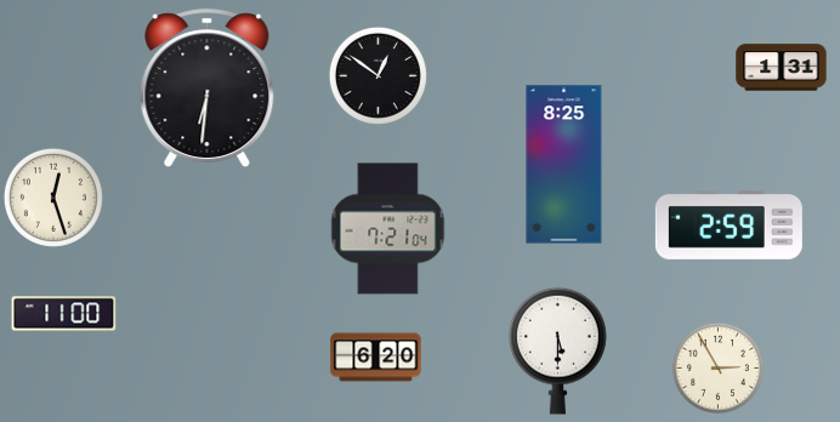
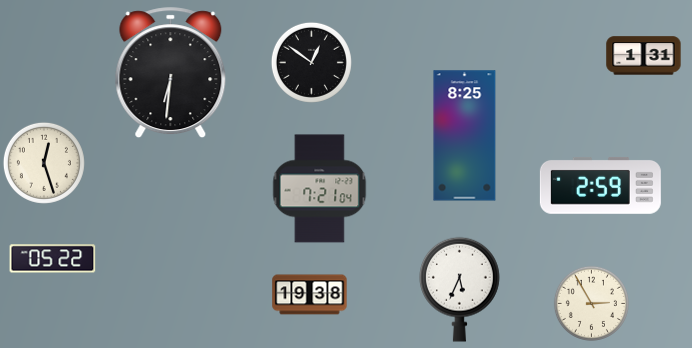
clock at (64, 314): 11:00 -> 05:22
clock at (558, 350): 5:30 -> 5:34
clock at (376, 358): 6:20 -> 19:38
